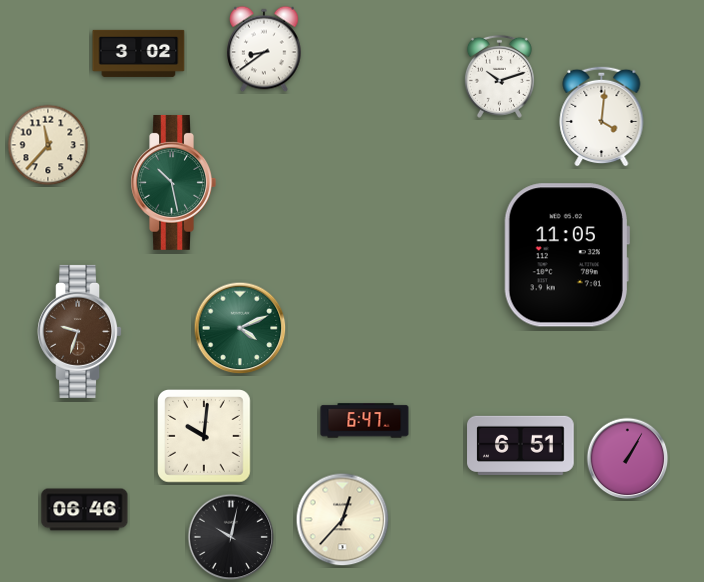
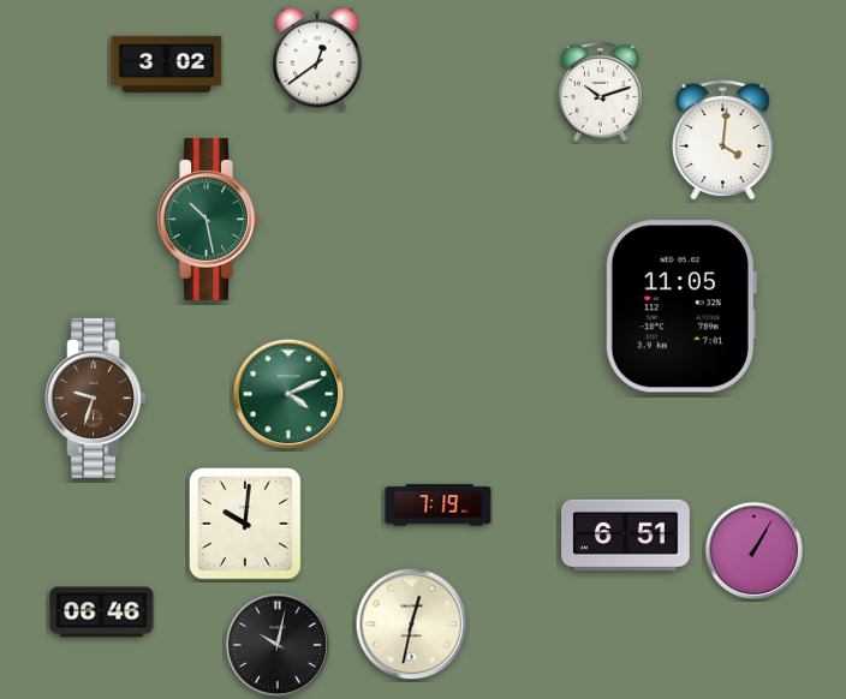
clock at (264, 49): 8:39 -> 12:39
clock at (48, 145): 11:37 -> none
clock at (365, 421): 6:47 -> 7:19
clock at (343, 520): 12:37 -> 12:32
